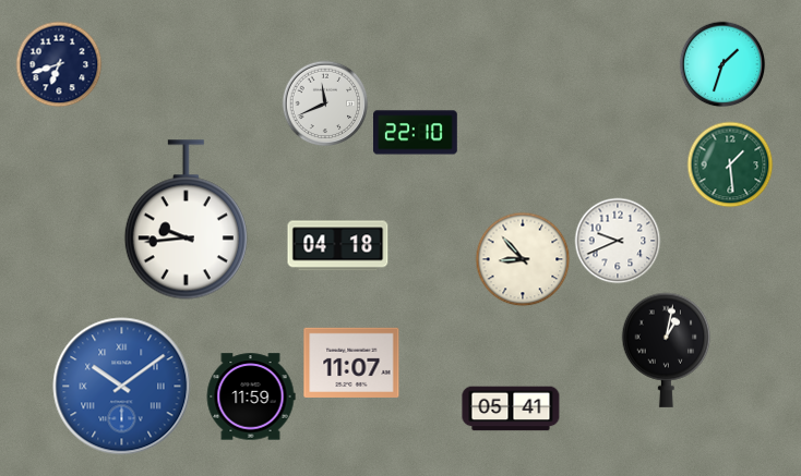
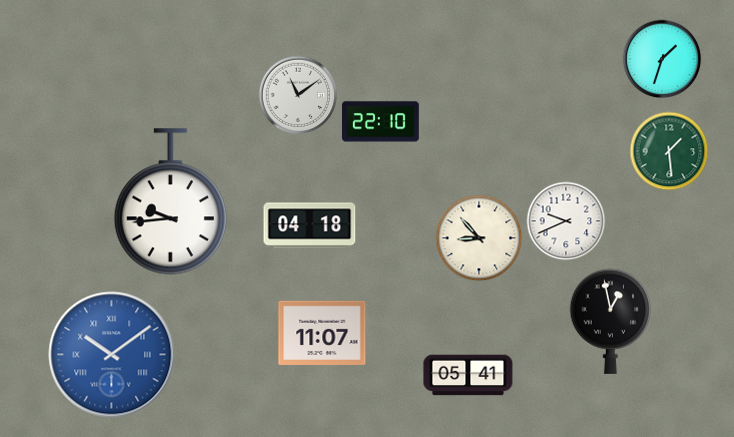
clock at (59, 64): 6:42 -> none
clock at (325, 103): 11:41 -> 11:09
clock at (667, 350): 1:02 -> 12:58
clock at (251, 396): 11:59 -> none
